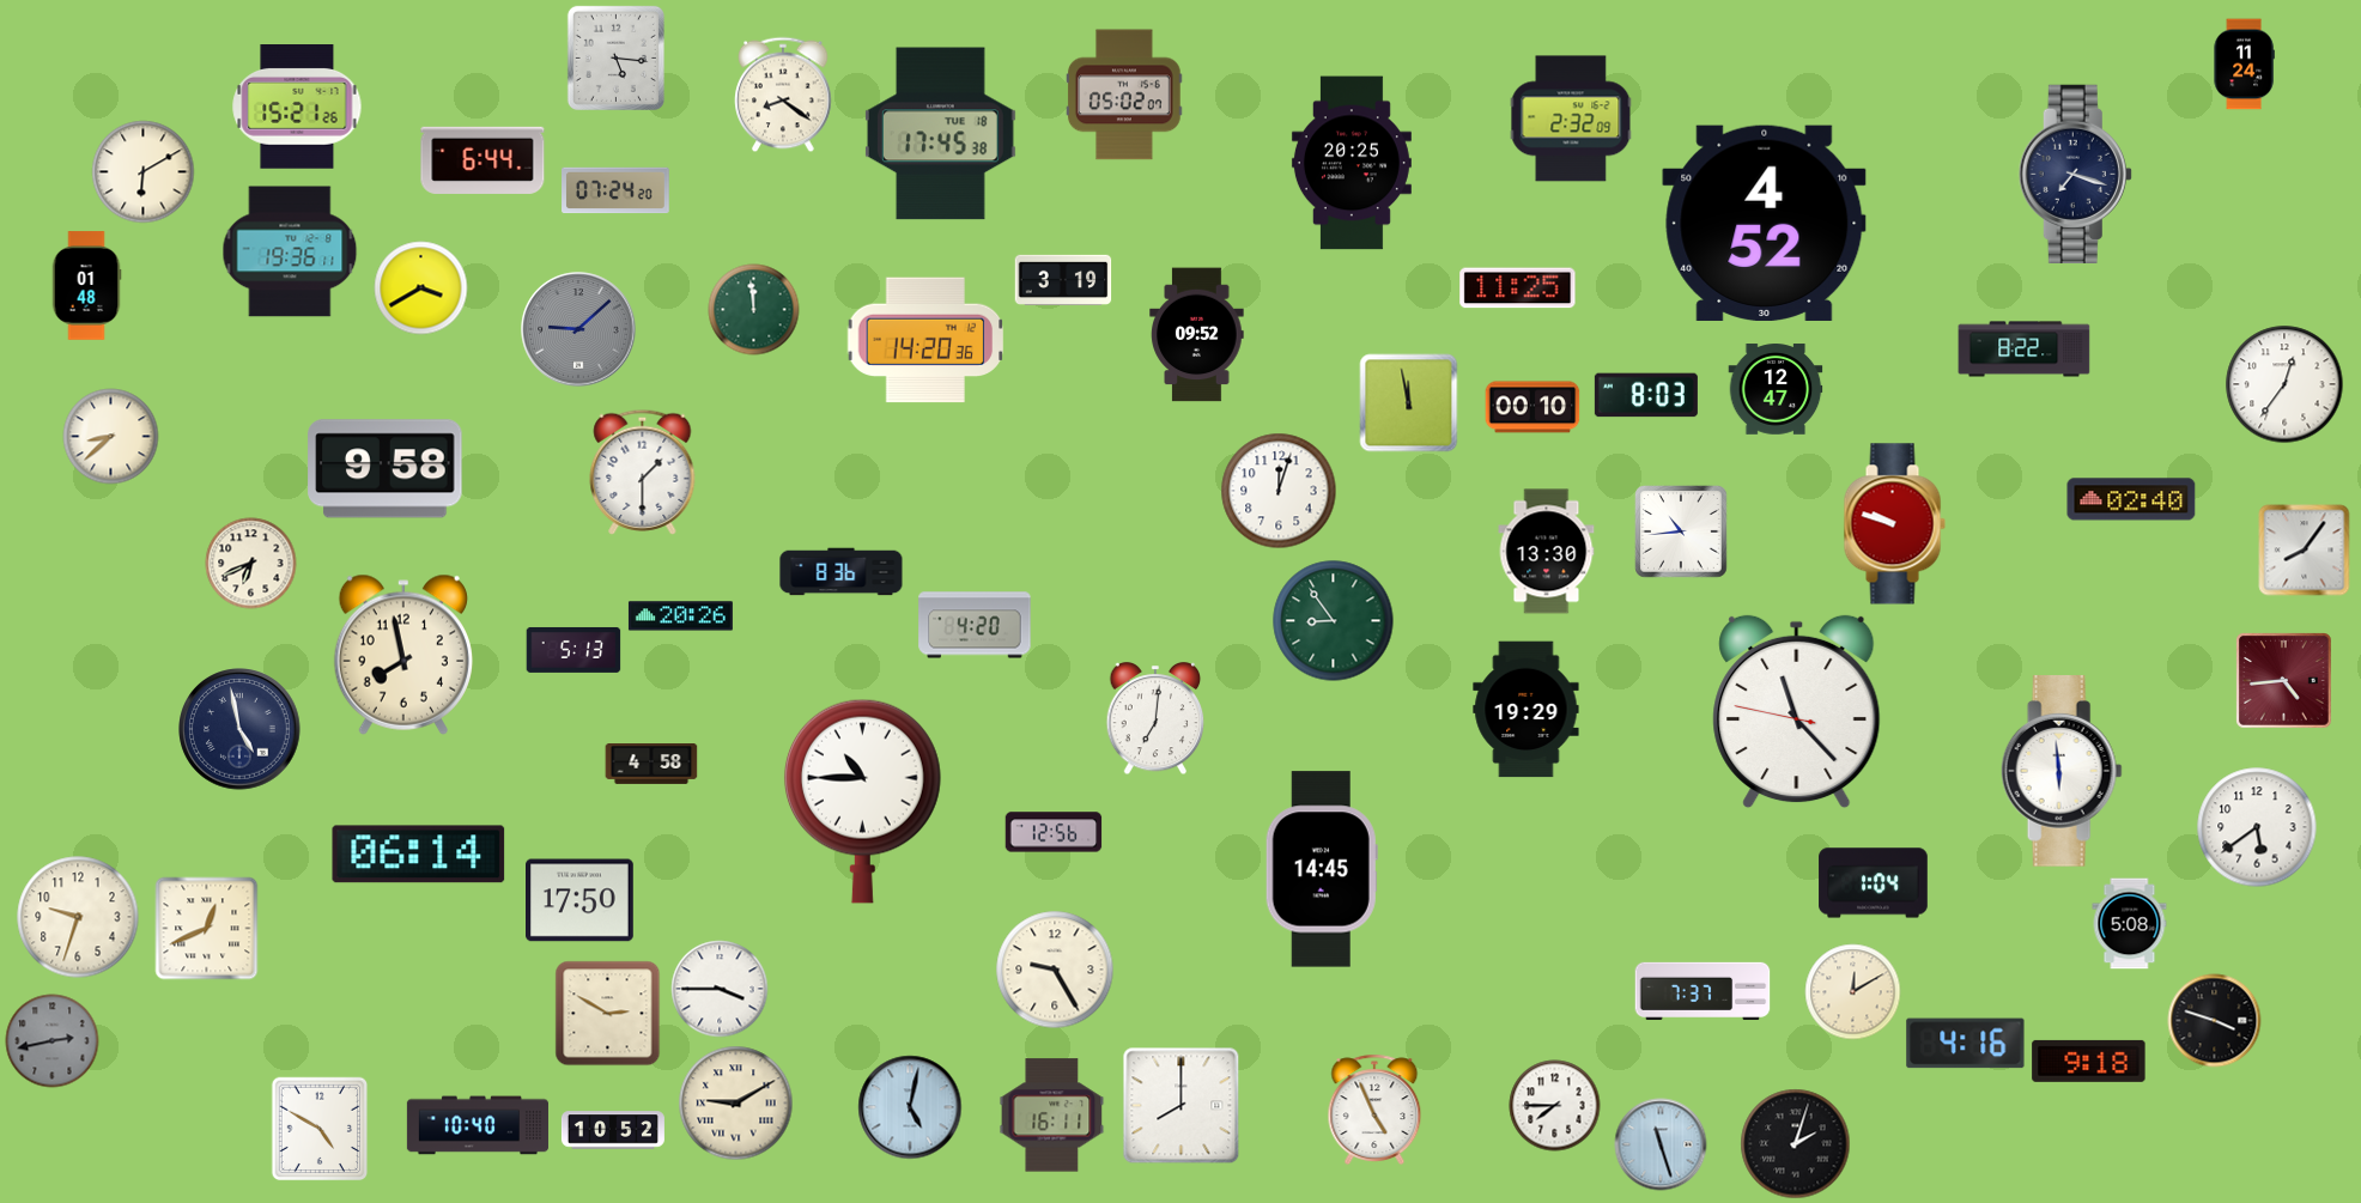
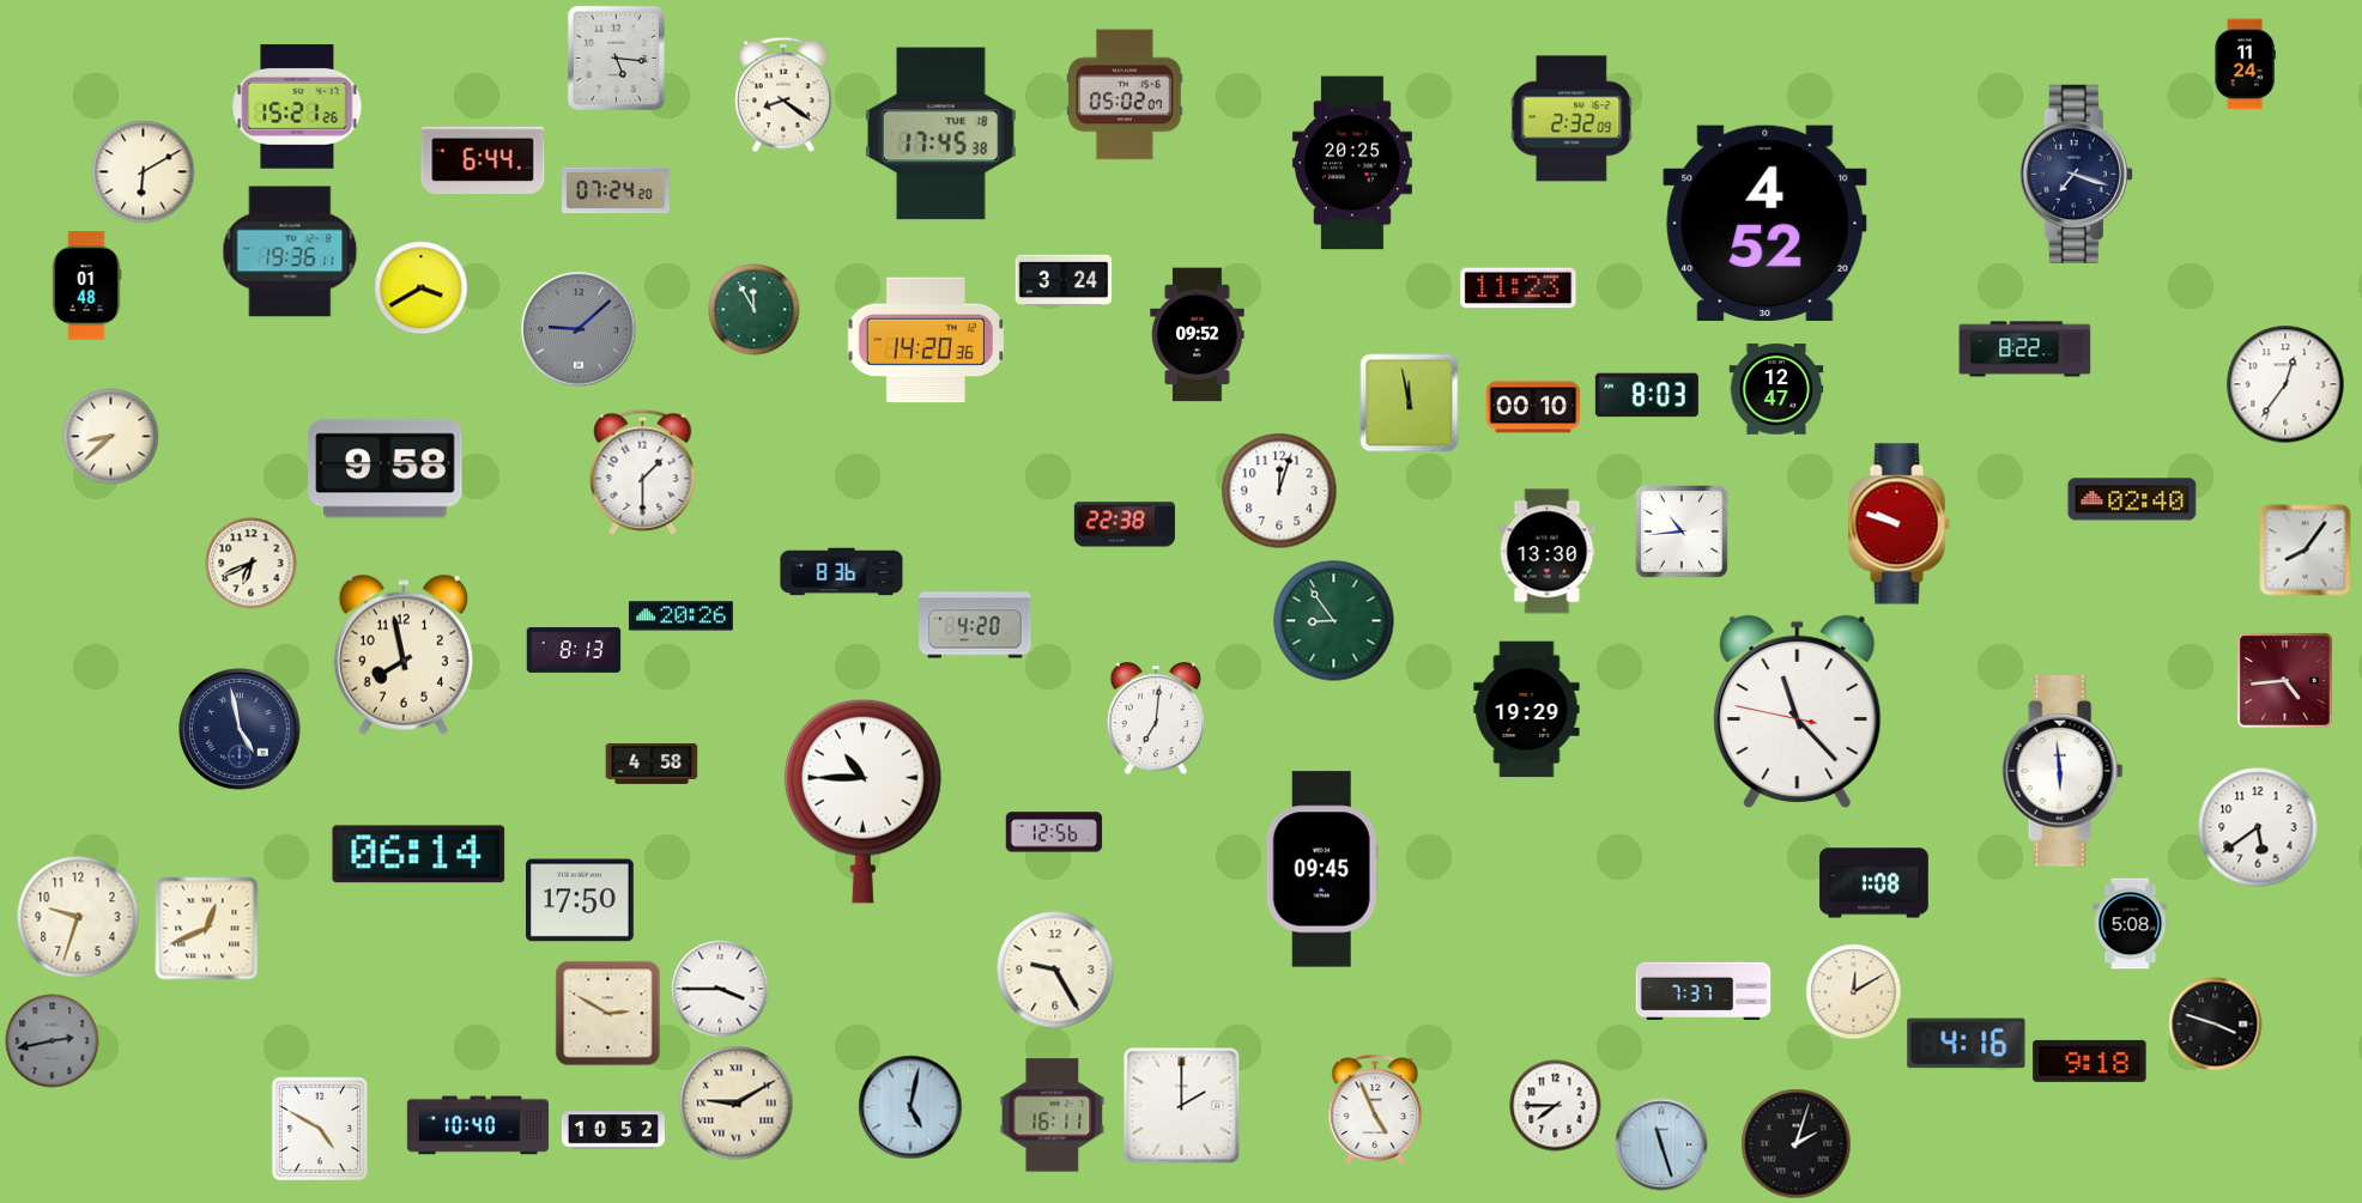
clock at (1063, 280): 3:19 -> 3:24
clock at (1518, 288): 11:25 -> 11:23
clock at (754, 310): 11:59 -> 11:55
clock at (1125, 524): none -> 22:38
clock at (1894, 524) position: (1894, 524) -> (1898, 524)
clock at (573, 650): 5:13 -> 8:13
clock at (1322, 869): 14:45 -> 09:45
clock at (1874, 883): 1:04 -> 1:08
clock at (2215, 1021) position: (2215, 1021) -> (2216, 1025)
clock at (1182, 1106): 8:00 -> 2:00
